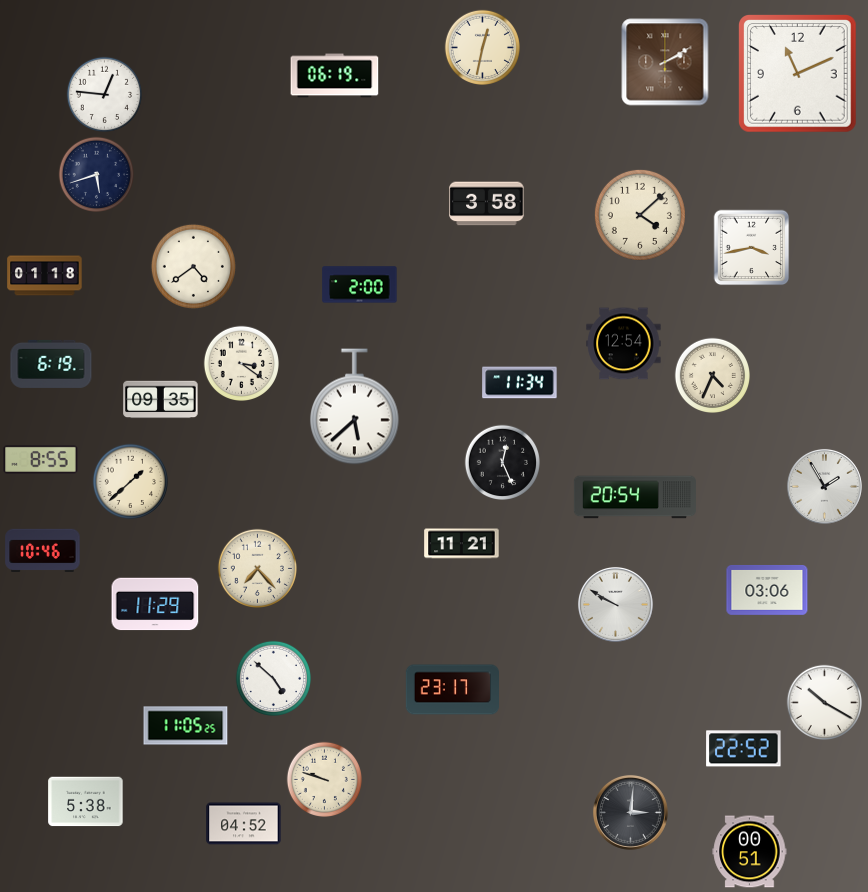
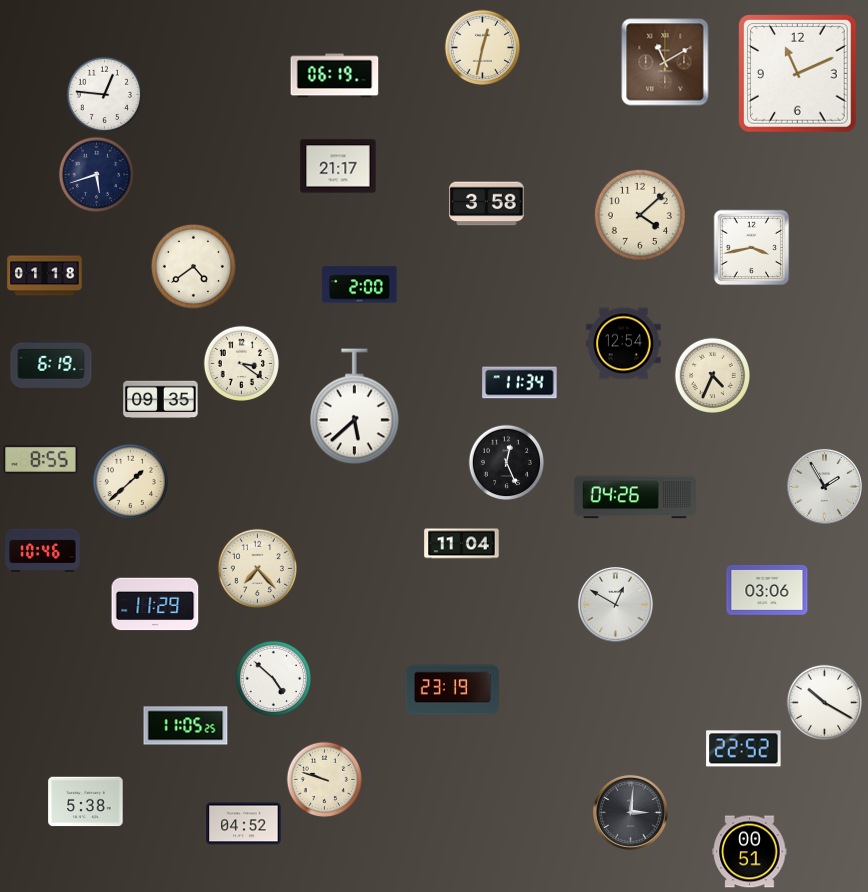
clock at (665, 62): 2:10 -> 11:10
clock at (338, 166): none -> 21:17
clock at (502, 462) position: (502, 462) -> (506, 462)
clock at (635, 497): 20:54 -> 04:26
clock at (462, 544): 11:21 -> 11:04
clock at (616, 605): 9:50 -> 12:50
clock at (452, 690): 23:17 -> 23:19
